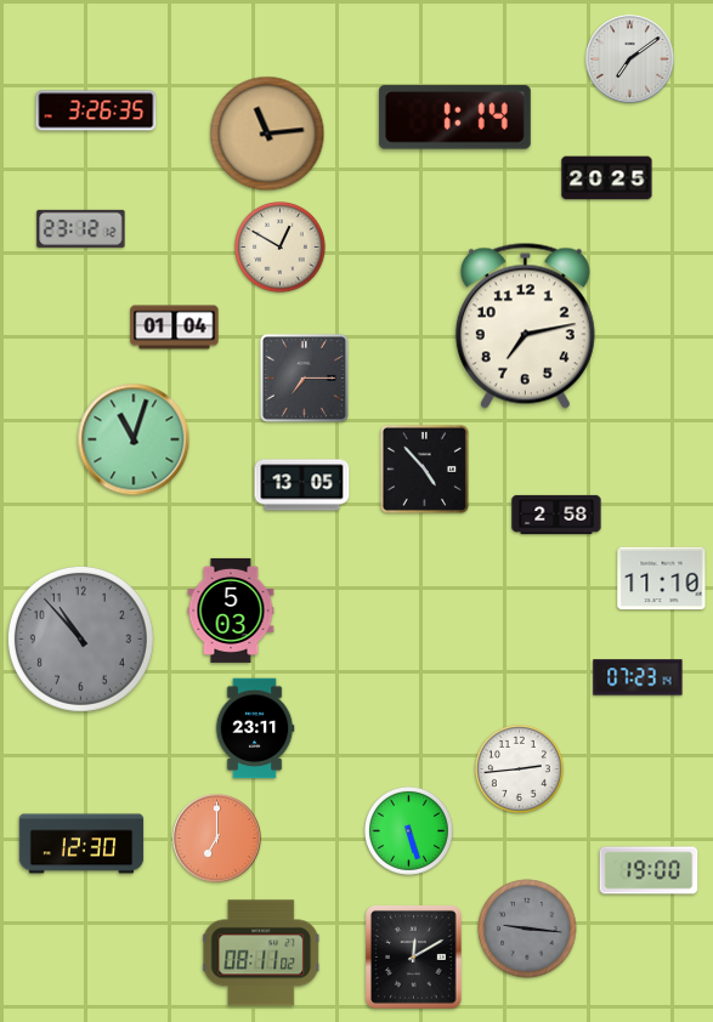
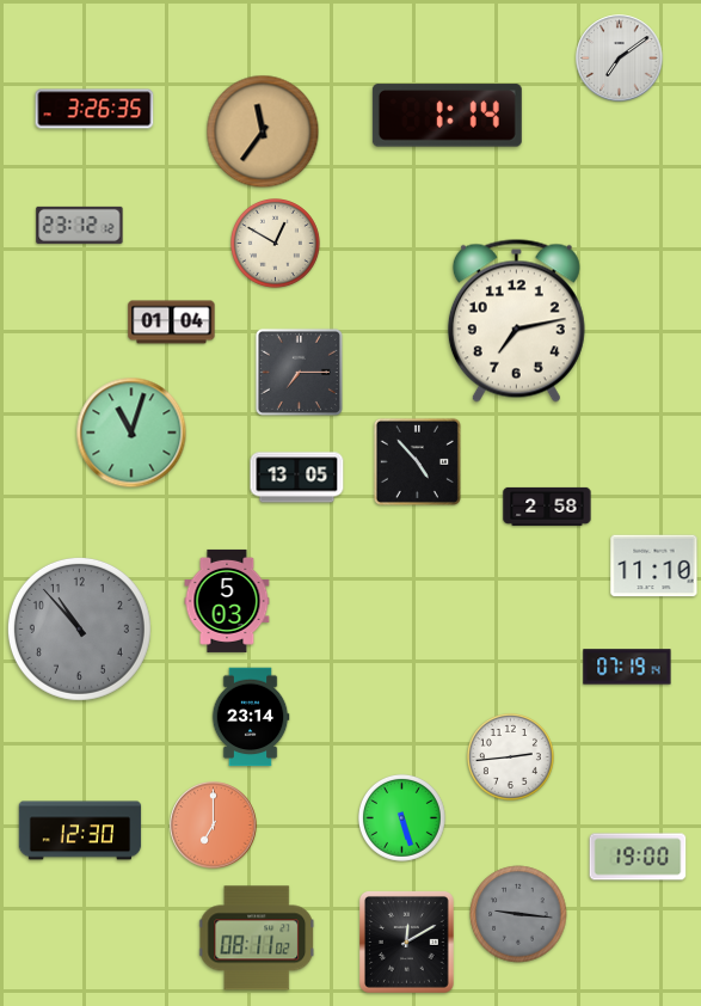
clock at (267, 134): 11:14 -> 11:36
clock at (607, 178): 20:25 -> none
clock at (662, 579) position: (662, 579) -> (654, 566)
clock at (638, 677): 07:23 -> 07:19
clock at (255, 728): 23:11 -> 23:14
